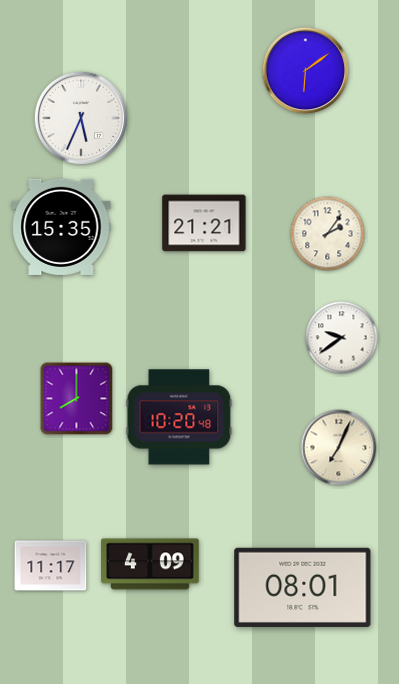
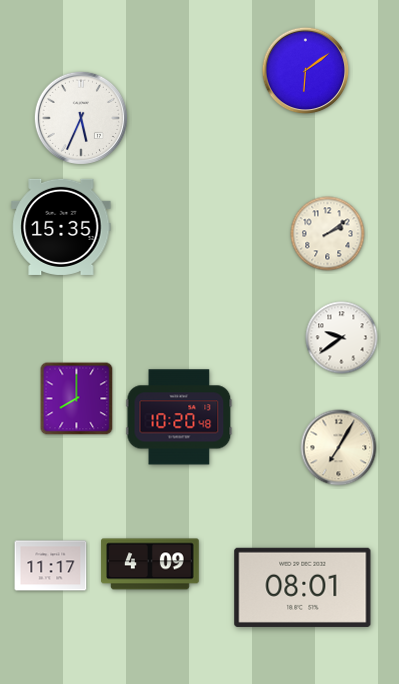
clock at (204, 223): 21:21 -> none
clock at (328, 234): 2:06 -> 2:09
clock at (339, 448): 7:04 -> 7:05
